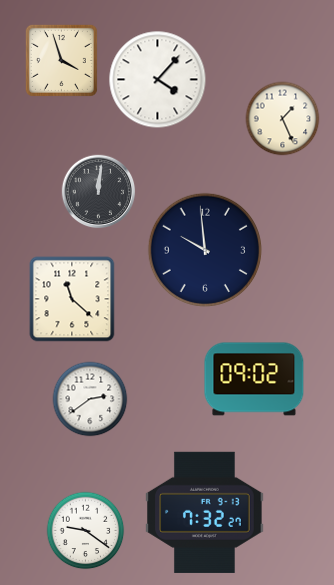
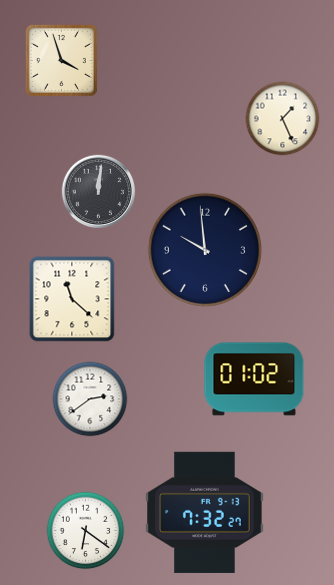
clock at (158, 80): 4:07 -> none
clock at (254, 379): 09:02 -> 01:02
clock at (86, 531): 9:21 -> 6:21
